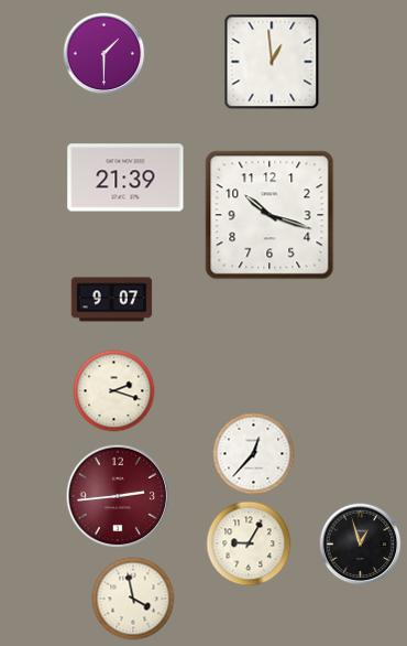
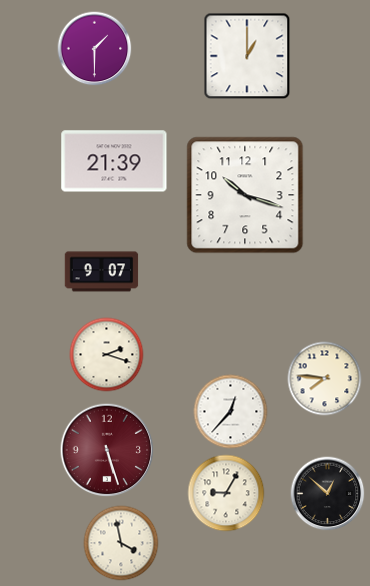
clock at (272, 62): 12:59 -> 1:00
clock at (114, 391) position: (114, 391) -> (107, 355)
clock at (325, 379): none -> 7:46
clock at (118, 496): 2:44 -> 5:27
clock at (361, 545): 12:57 -> 12:52
